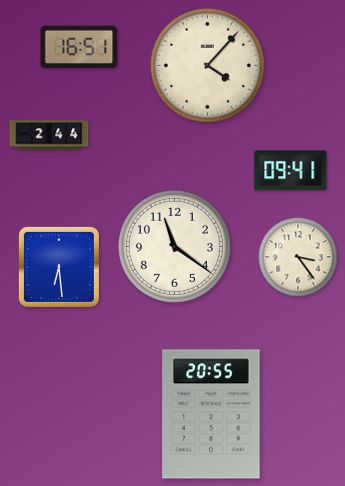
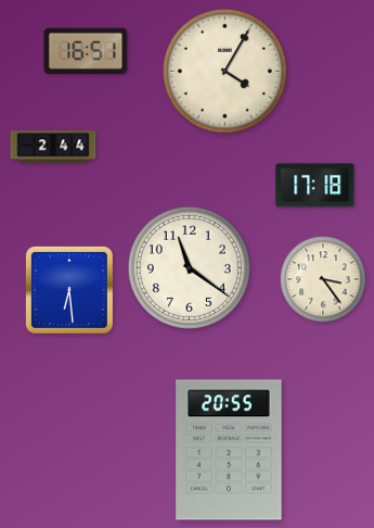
clock at (207, 65): 4:07 -> 4:05
clock at (291, 171): 09:41 -> 17:18
clock at (59, 267) position: (59, 267) -> (69, 290)
